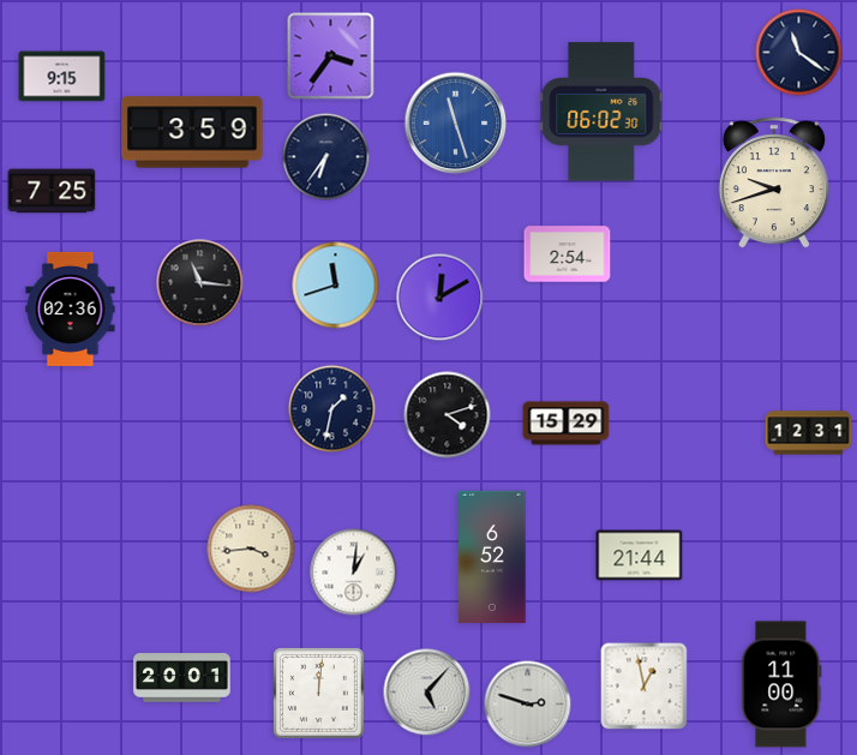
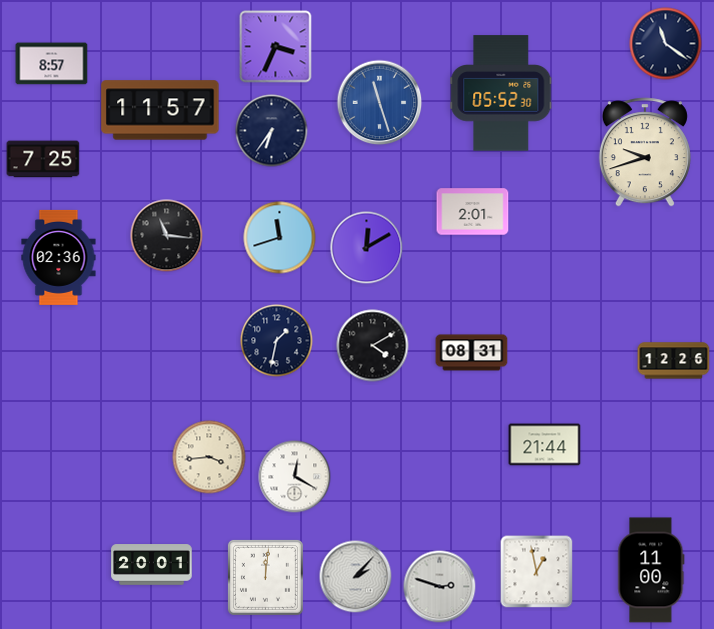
clock at (331, 56): 3:36 -> 3:34
clock at (62, 77): 9:15 -> 8:57
clock at (601, 112): 06:02 -> 05:52
clock at (192, 132): 3:59 -> 11:57
clock at (568, 254): 2:54 -> 2:01
clock at (448, 415): 4:12 -> 4:10
clock at (567, 424): 15:29 -> 08:31
clock at (809, 433): 12:31 -> 12:26
clock at (640, 556) position: (640, 556) -> (545, 445)
clock at (492, 557): 6:52 -> none
clock at (354, 573): 1:01 -> 12:20
clock at (427, 693): 5:07 -> 2:07
